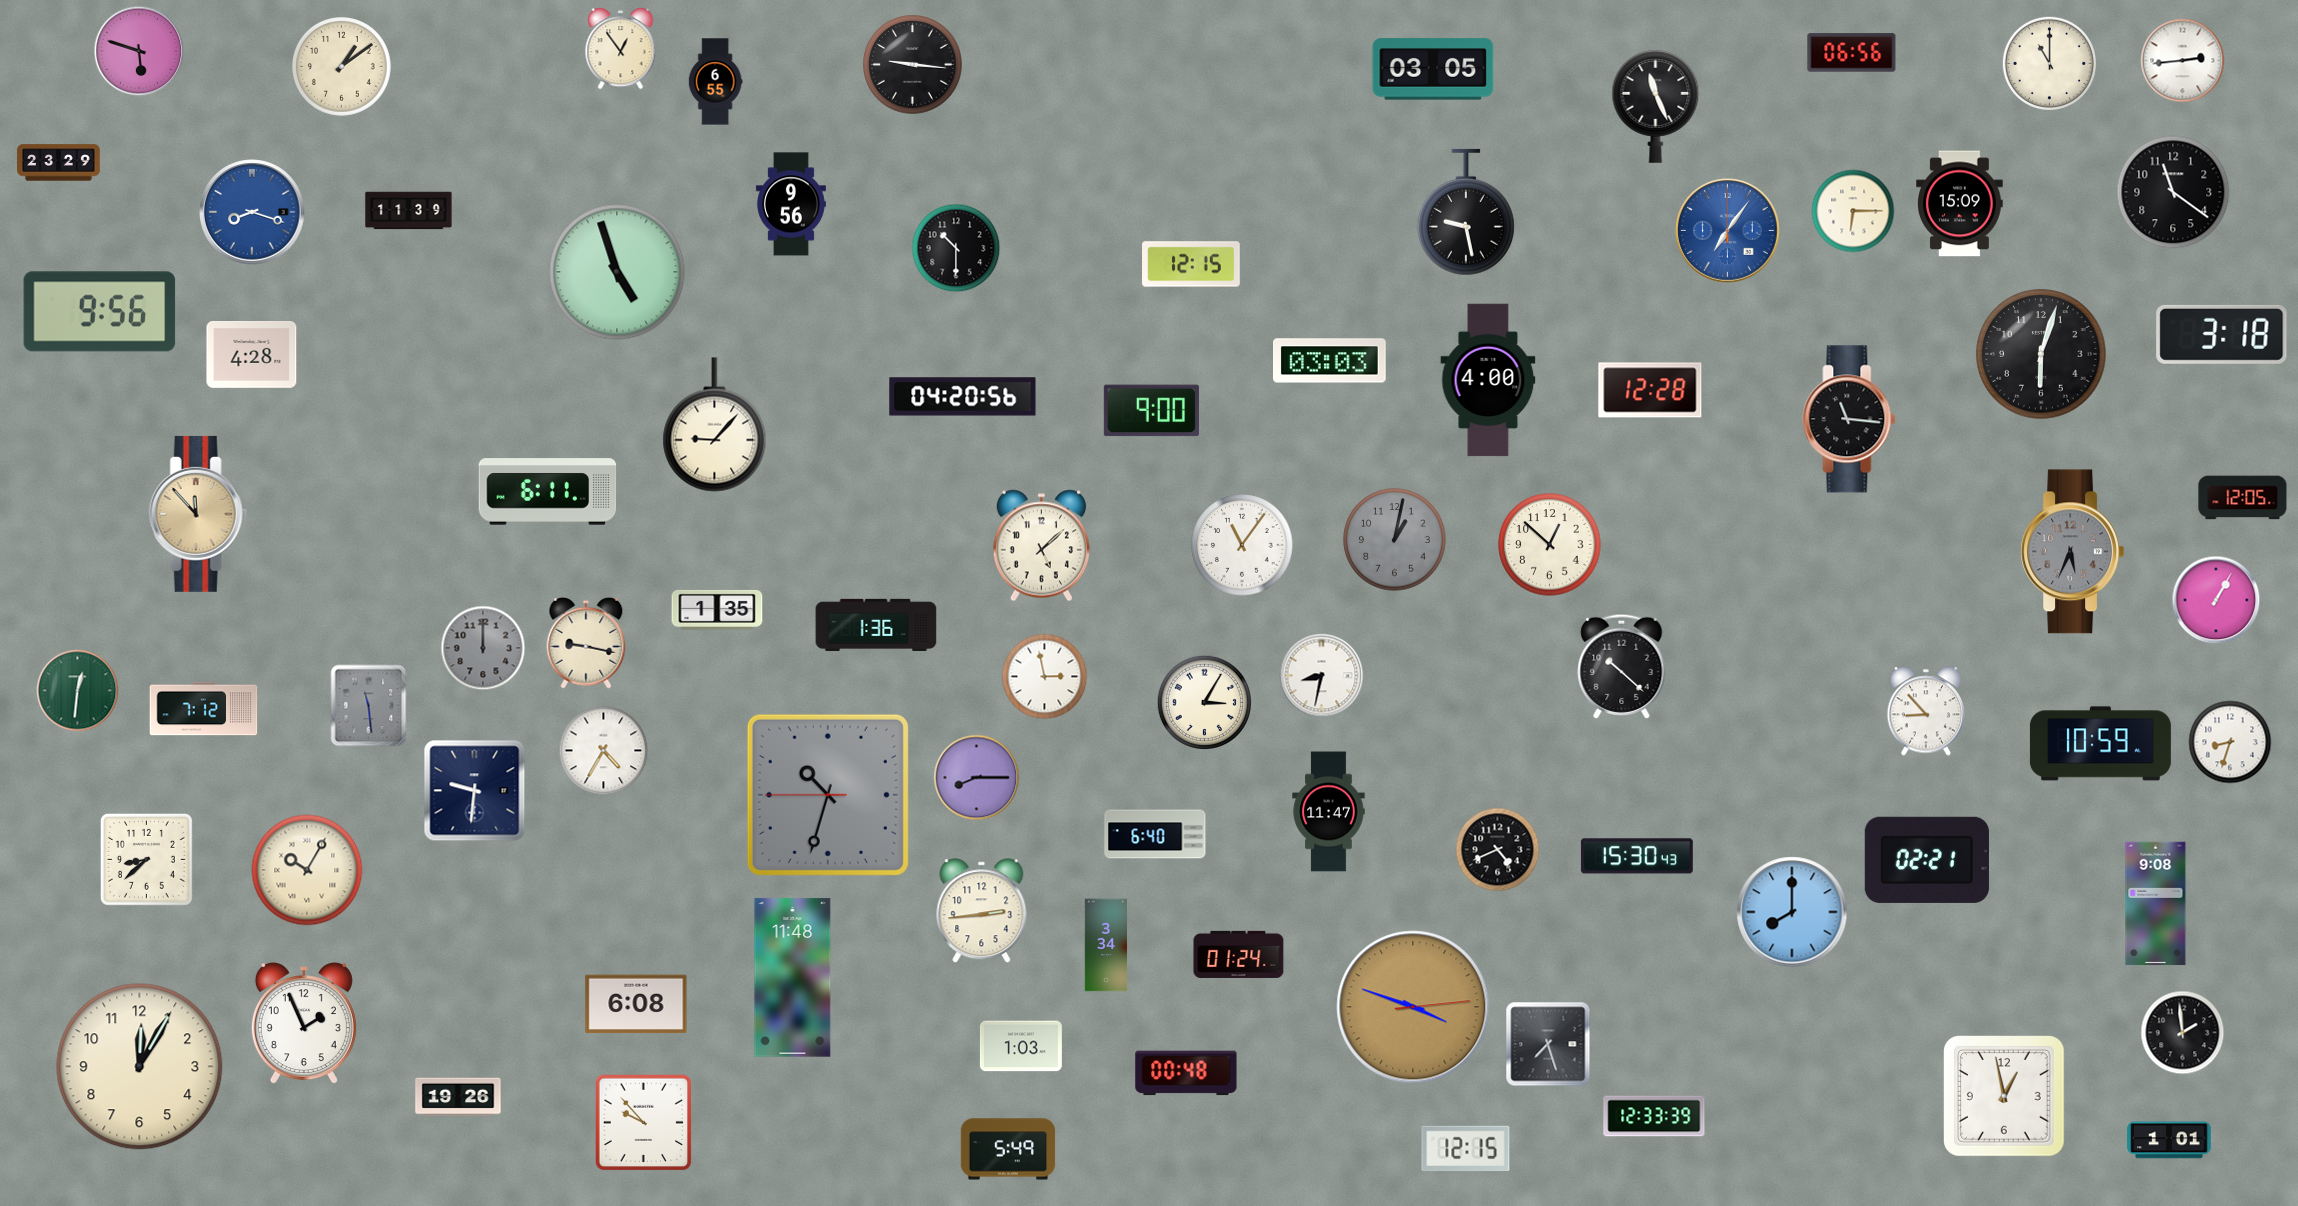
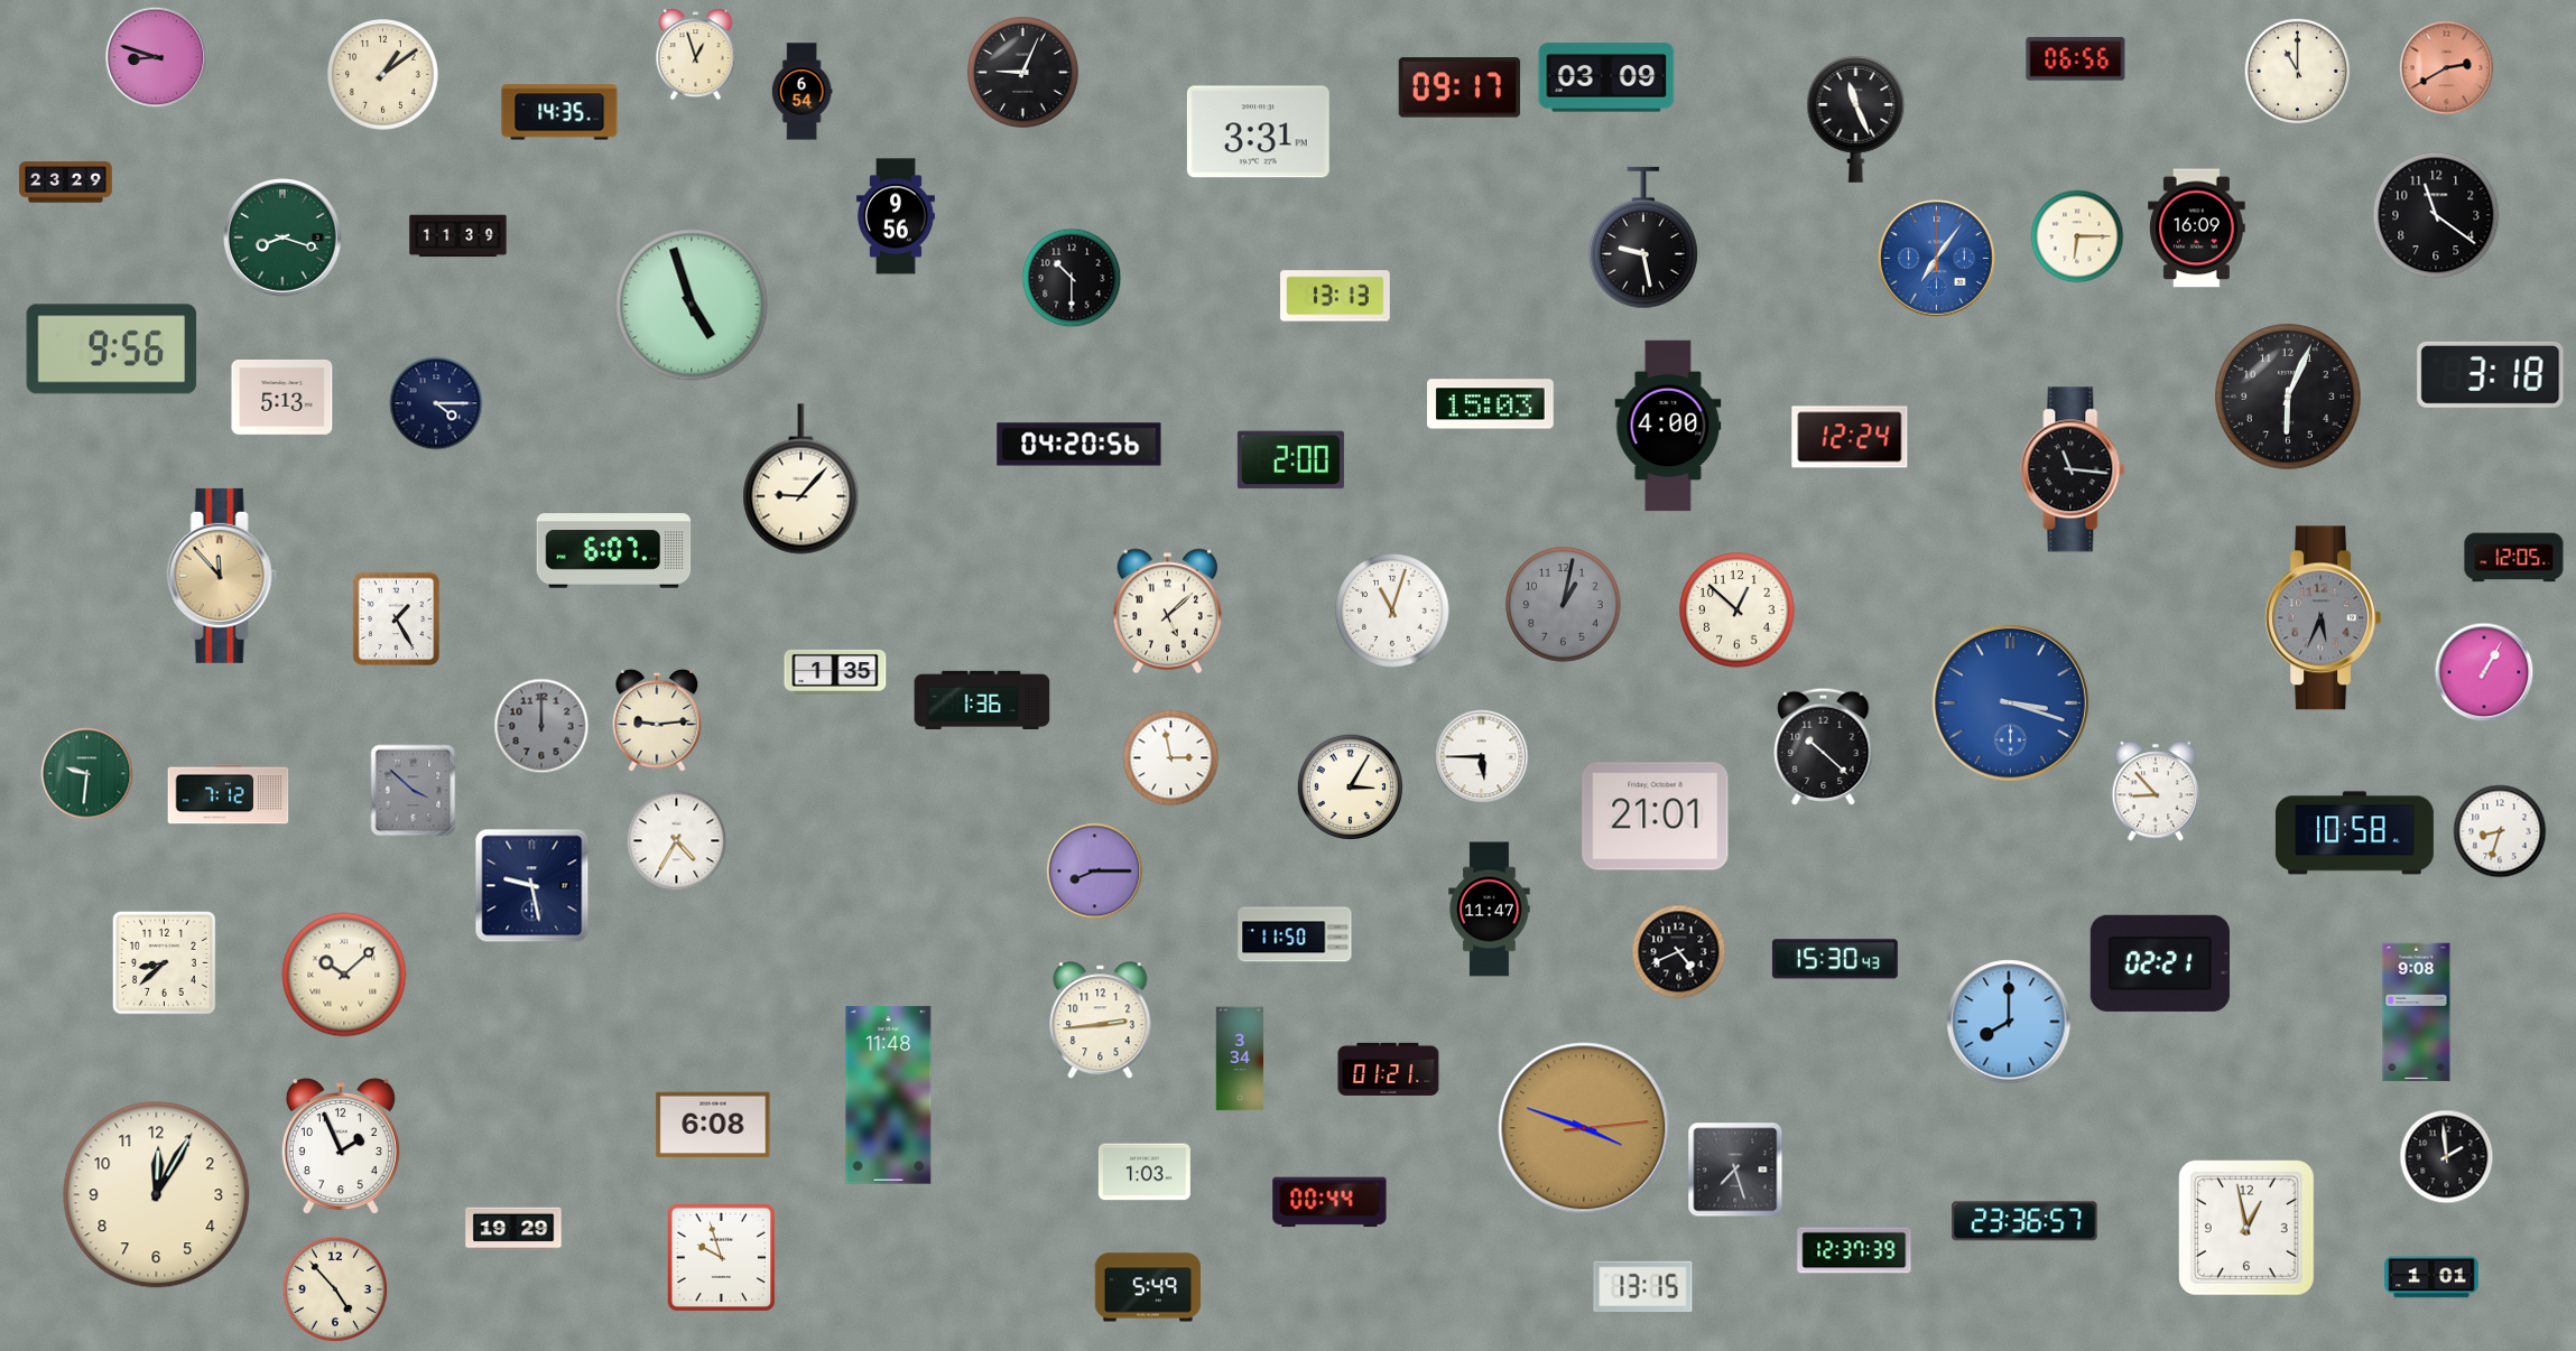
clock at (621, 49): 12:54 -> 12:57
clock at (139, 51): 5:48 -> 8:48
clock at (2183, 61): 2:44 -> 2:40
clock at (2183, 61) dial: white -> salmon
clock at (913, 65): 9:16 -> 9:04
clock at (1433, 69): 03:05 -> 03:09
clock at (1460, 87): none -> 09:17
clock at (715, 82): 6:55 -> 6:54
clock at (559, 112): none -> 14:35
clock at (1258, 132): none -> 3:31
clock at (791, 204) position: (791, 204) -> (896, 216)
clock at (1960, 204): 15:09 -> 16:09
clock at (252, 212) dial: blue -> green
clock at (1191, 264): 12:15 -> 13:13
clock at (252, 354): 4:28 -> 5:13
clock at (2041, 354): 6:03 -> 6:04
clock at (436, 403): none -> 4:15
clock at (1330, 361): 03:03 -> 15:03
clock at (1650, 390): 12:28 -> 12:24
clock at (1151, 411): 9:00 -> 2:00
clock at (715, 425) position: (715, 425) -> (801, 479)
clock at (548, 492): 6:11 -> 6:07
clock at (1242, 545): 11:06 -> 11:03
clock at (397, 619): none -> 1:25
clock at (717, 610) position: (717, 610) -> (835, 672)
clock at (2010, 702): none -> 3:18
clock at (586, 643): 9:17 -> 9:14
clock at (1622, 666) position: (1622, 666) -> (1824, 746)
clock at (1322, 676): 8:32 -> 5:45
clock at (78, 691): 12:31 -> 9:31
clock at (369, 706): 11:29 -> 3:52
clock at (1926, 711) position: (1926, 711) -> (2156, 791)
clock at (1656, 817): none -> 21:01
clock at (2100, 744): 10:59 -> 10:58
clock at (475, 791): 9:31 -> 9:28
clock at (828, 795): 10:32 -> none
clock at (1155, 834): 6:40 -> 11:50
clock at (307, 870): 10:05 -> 10:08
clock at (1239, 954): 01:24 -> 01:21
clock at (1186, 1073): 00:48 -> 00:44
clock at (2024, 1221): none -> 23:36
clock at (458, 1097): 19:26 -> 19:29
clock at (1654, 1116): 12:33 -> 12:37
clock at (644, 1123): 9:53 -> 9:57
clock at (1008, 1149) position: (1008, 1149) -> (1148, 1287)
clock at (1466, 1149): 12:15 -> 13:15
clock at (335, 1289): none -> 4:53
